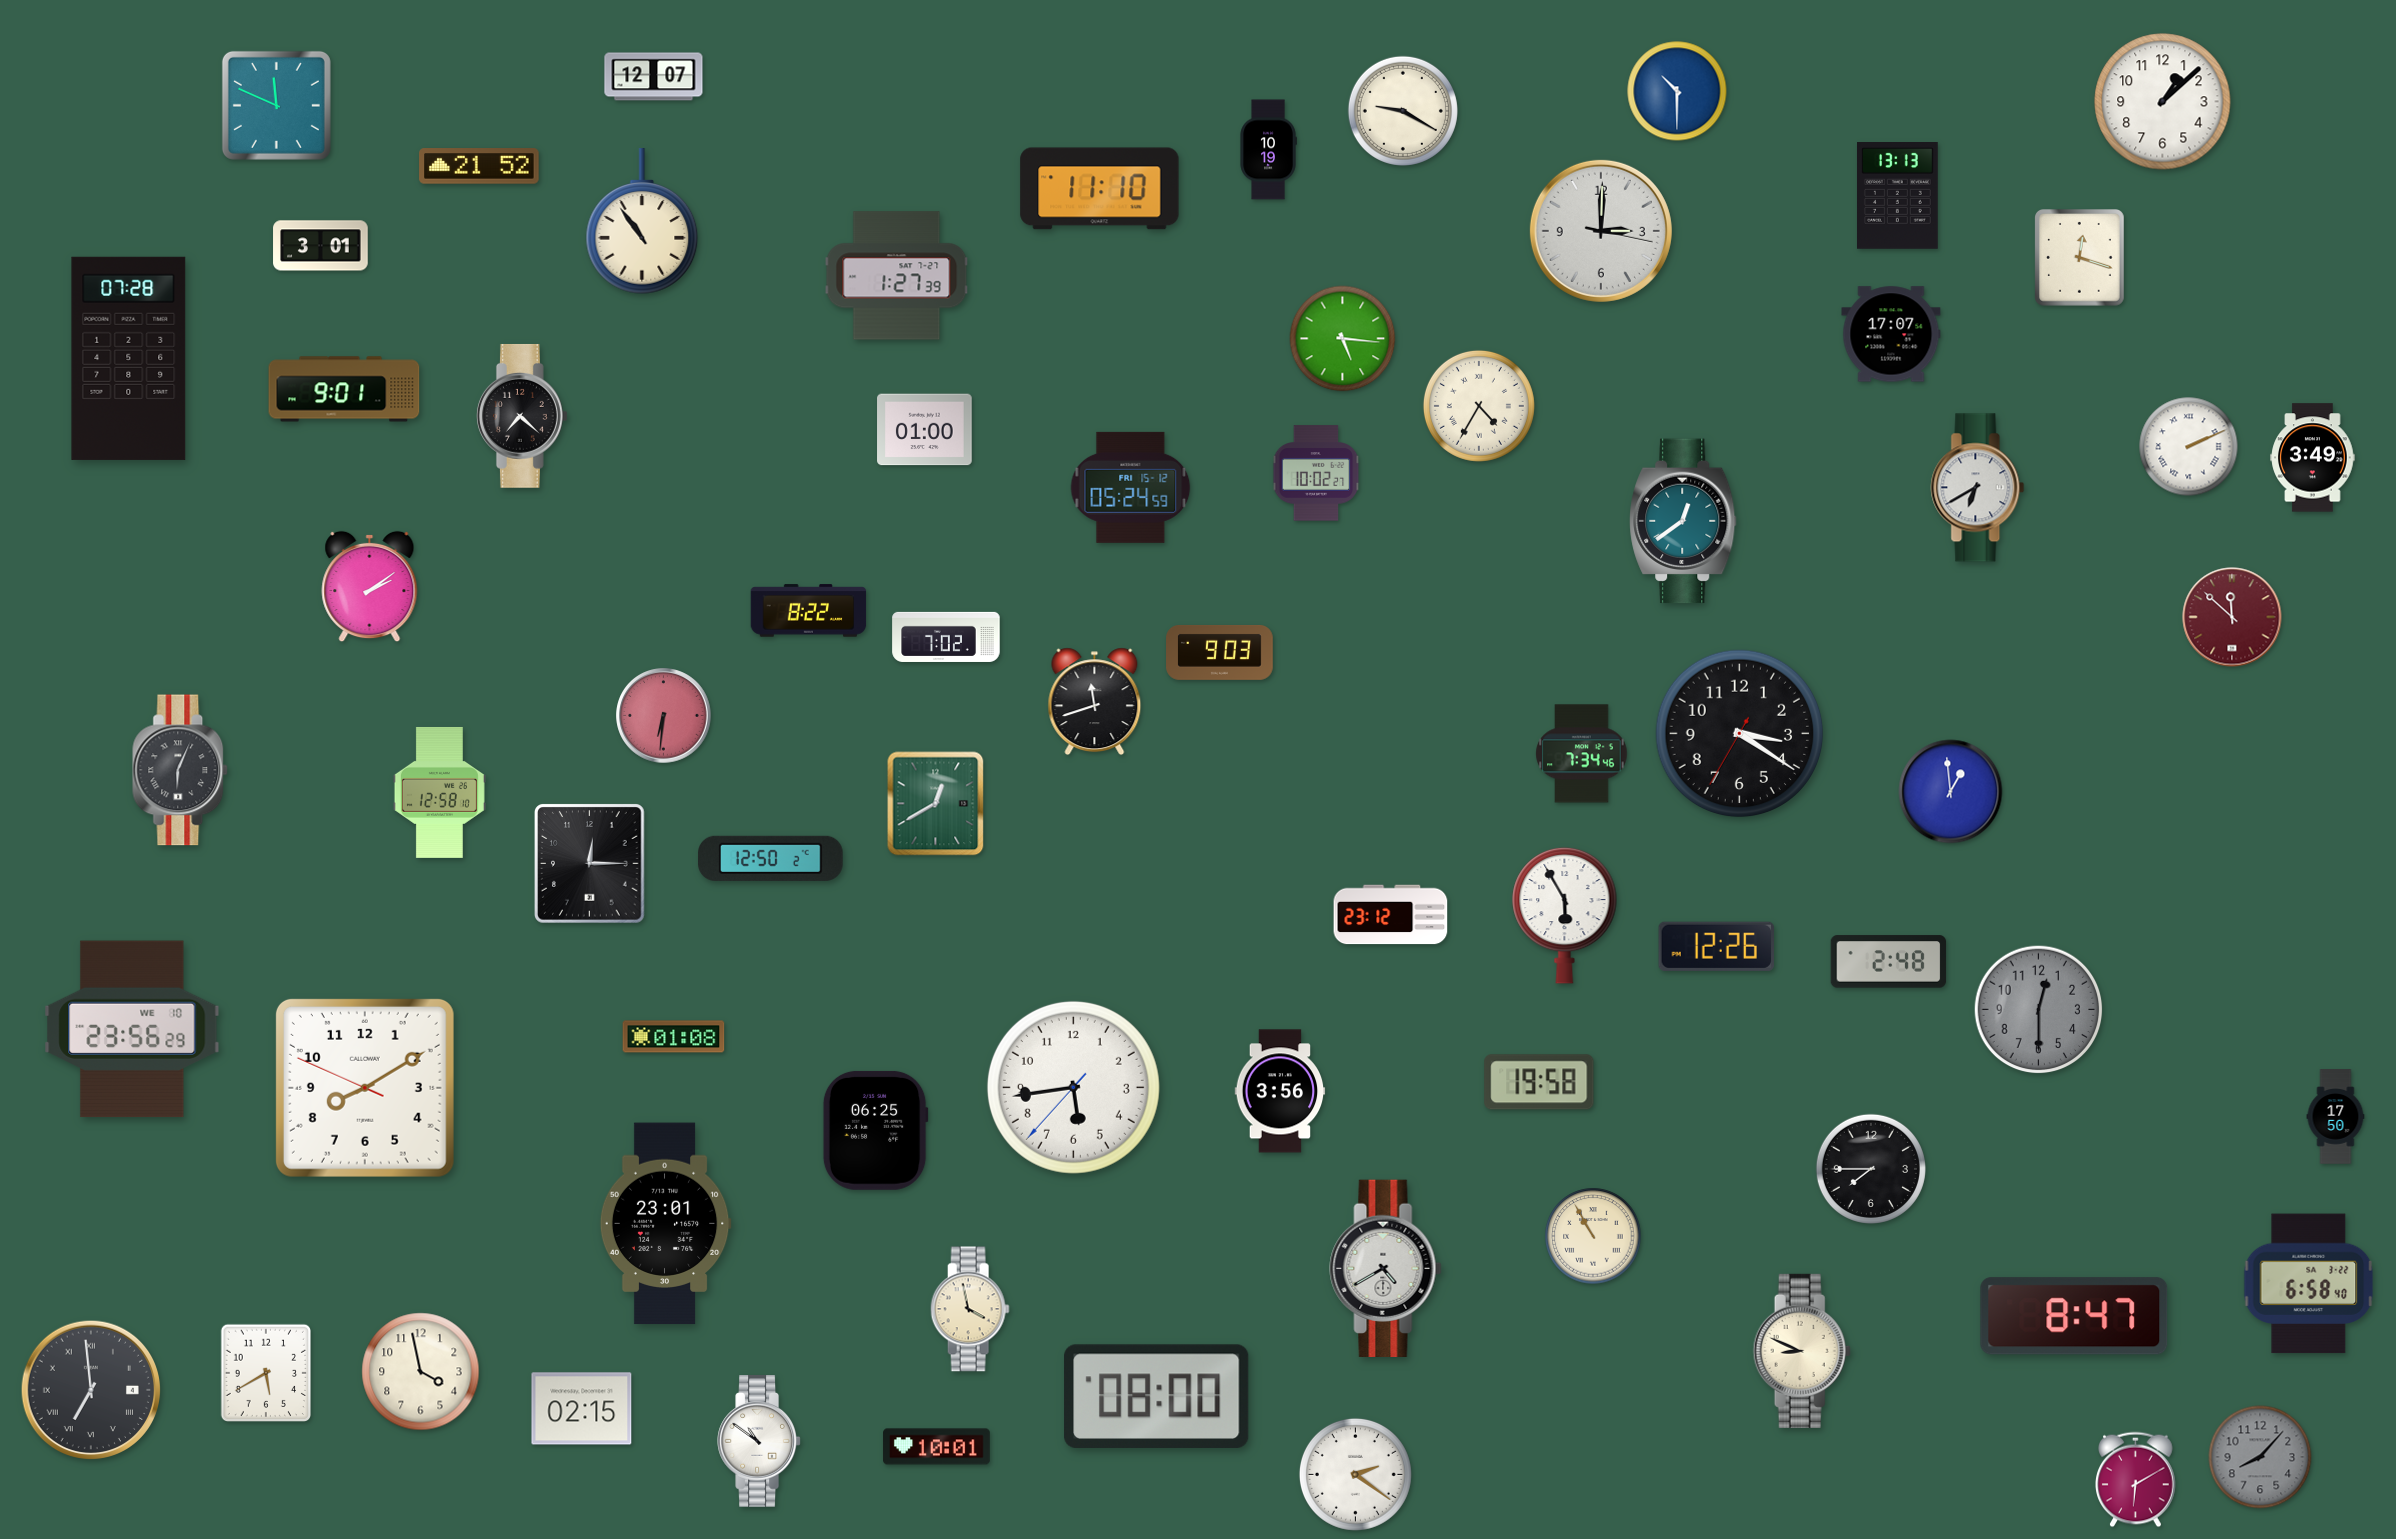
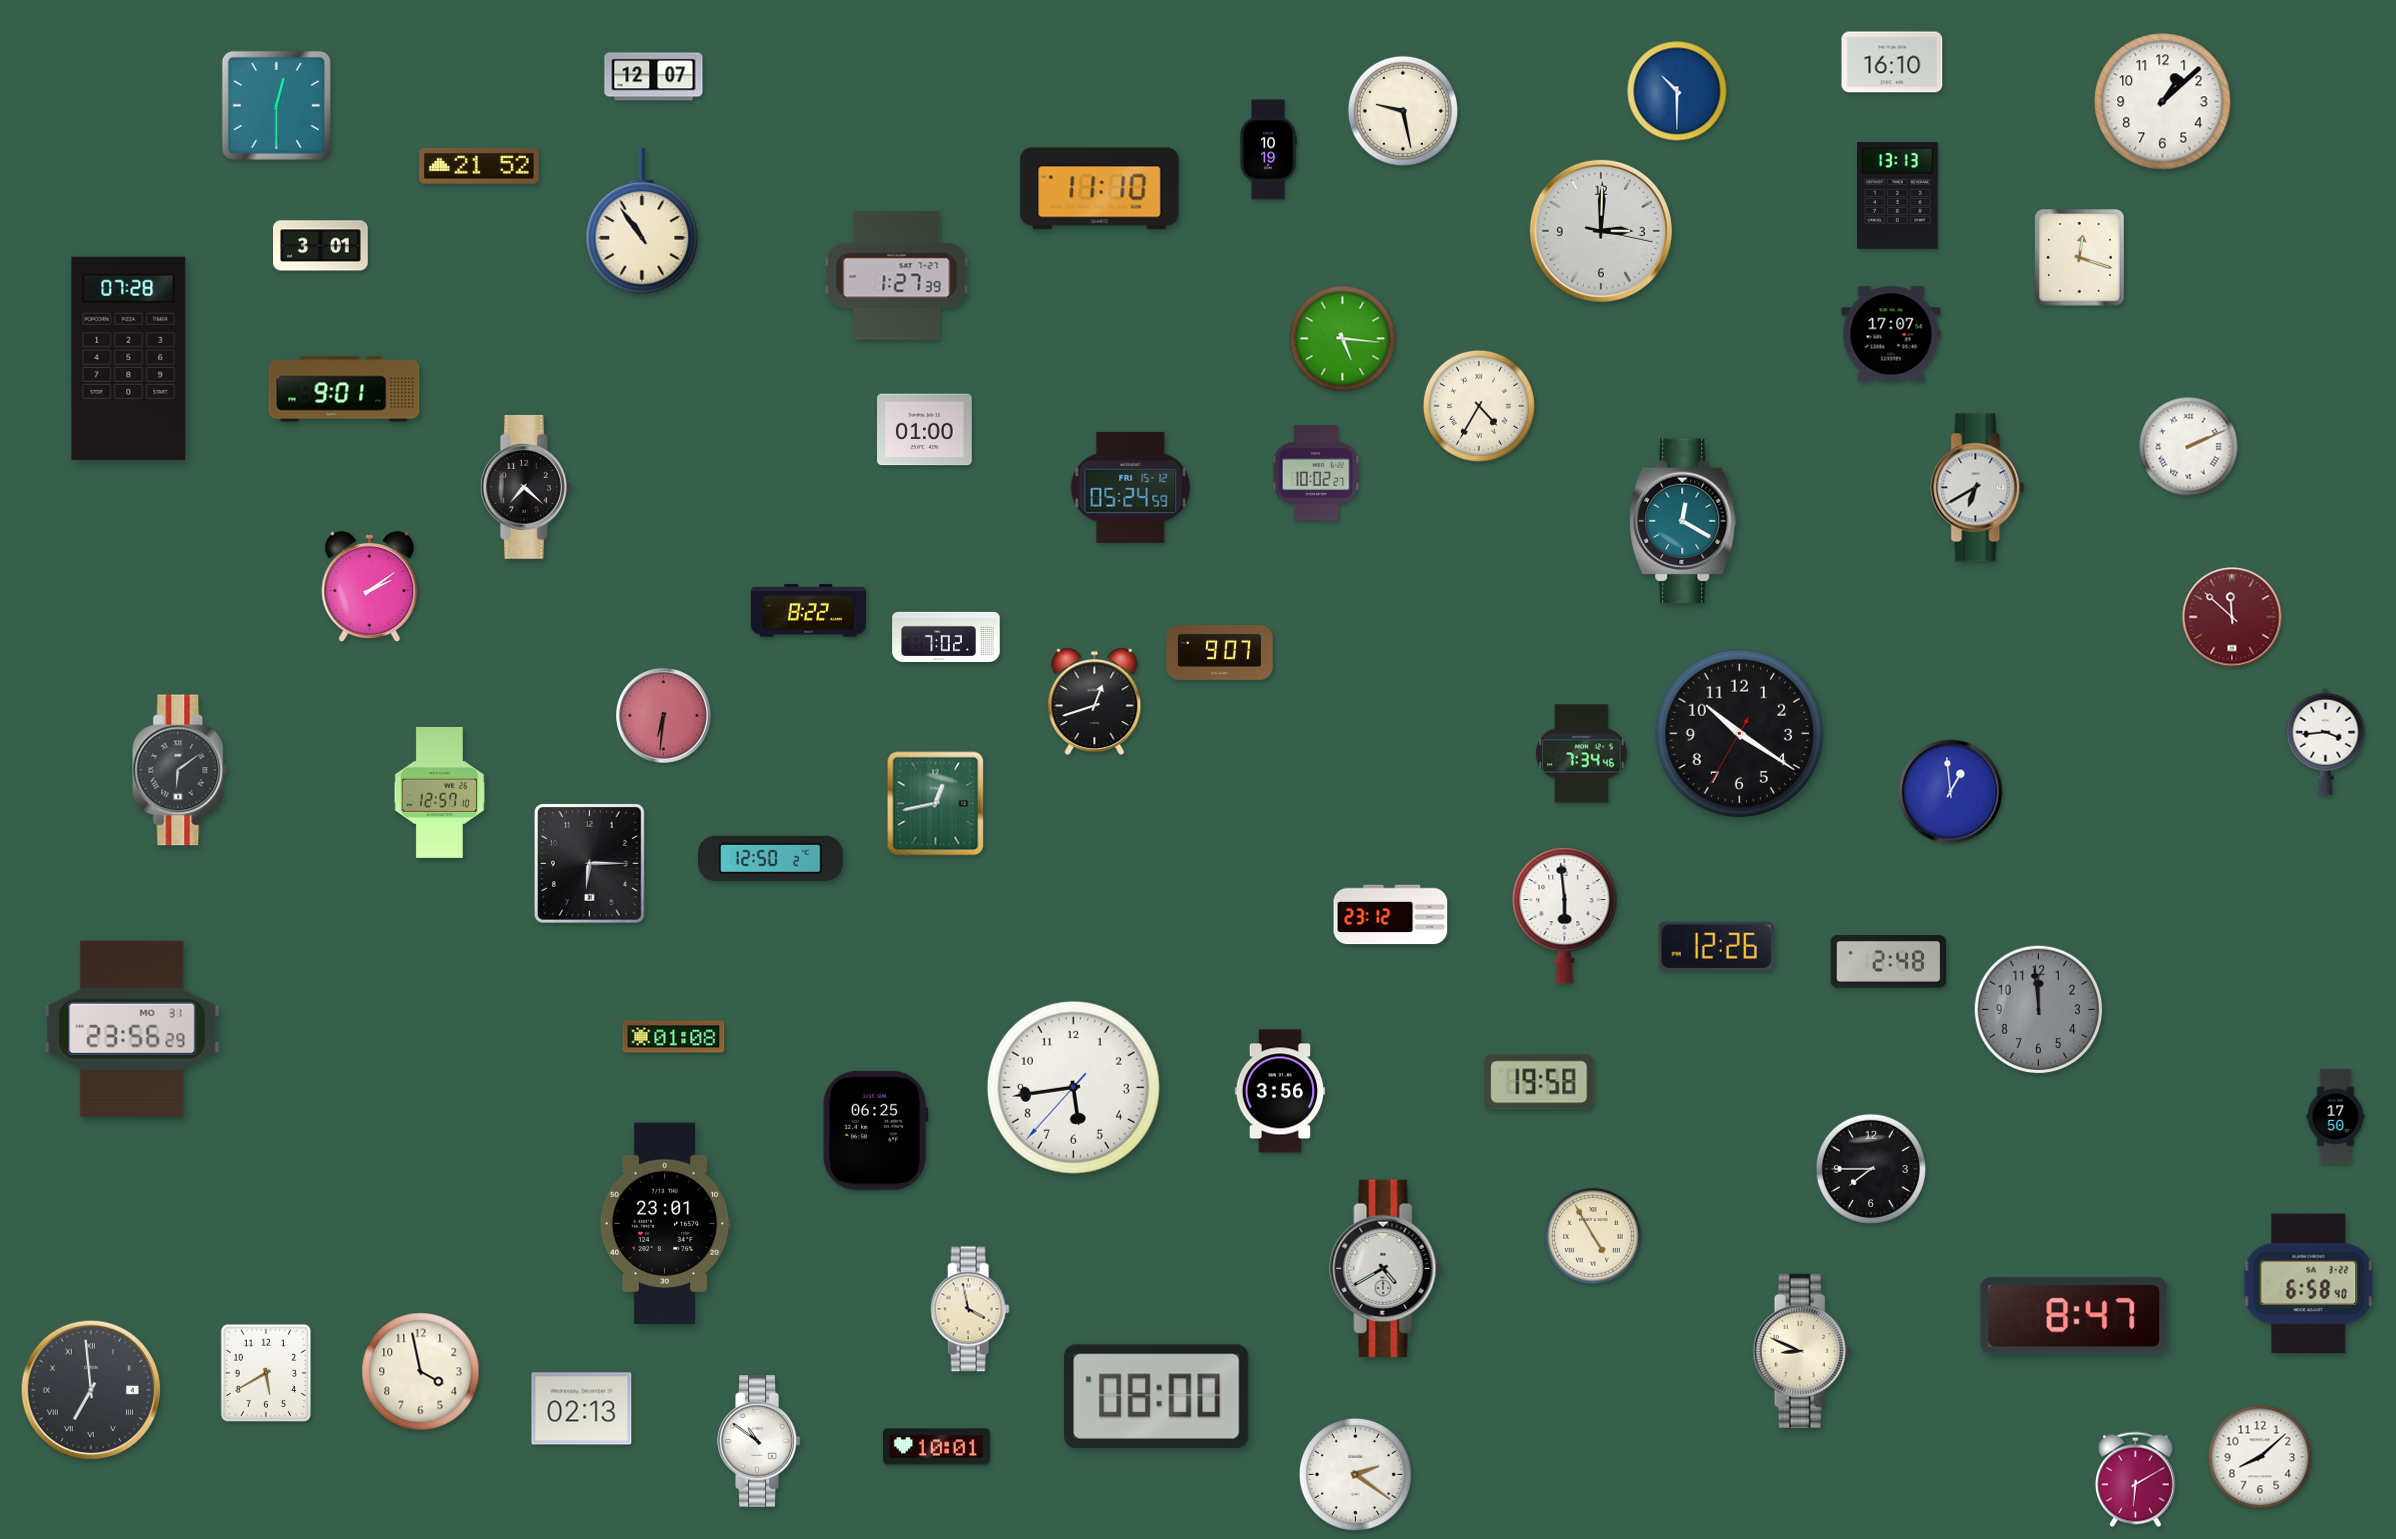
clock at (1892, 62): none -> 16:10
clock at (276, 105): 11:49 -> 12:30
clock at (1403, 111): 9:20 -> 9:28
clock at (522, 416) position: (522, 416) -> (526, 487)
clock at (2313, 458): 3:49 -> none
clock at (1683, 521): 12:39 -> 12:20
clock at (1220, 652): 9:03 -> 9:07
clock at (1095, 702): 11:42 -> 12:42
clock at (1740, 734): 3:20 -> 10:20
clock at (2326, 741): none -> 3:44
clock at (181, 770): 6:04 -> 6:09
clock at (439, 792): 12:58 -> 12:57
clock at (936, 804): 12:40 -> 12:43
clock at (590, 864): 12:15 -> 6:15
clock at (1565, 915): 5:55 -> 5:59
clock at (2039, 1010): 12:30 -> 11:59
clock at (132, 1029) date: WE 10 -> MO 31
clock at (365, 1088): 8:09 -> none
clock at (1593, 1236): 10:55 -> 4:55
clock at (582, 1409): 02:15 -> 02:13
clock at (2260, 1457): 8:07 -> 8:08
clock at (2260, 1457) dial: grey -> white
